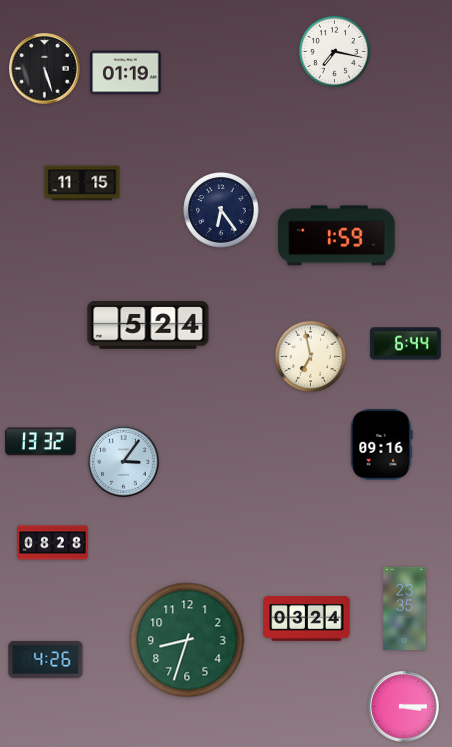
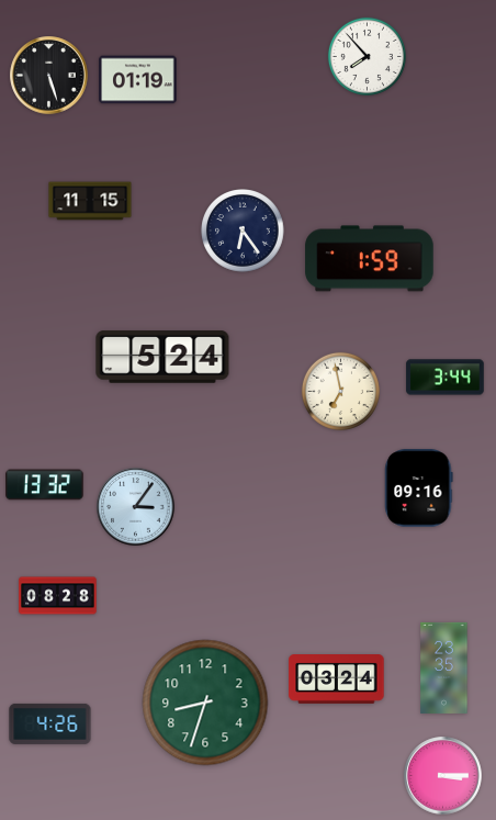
clock at (334, 51): 7:17 -> 7:53
clock at (406, 344): 6:44 -> 3:44
